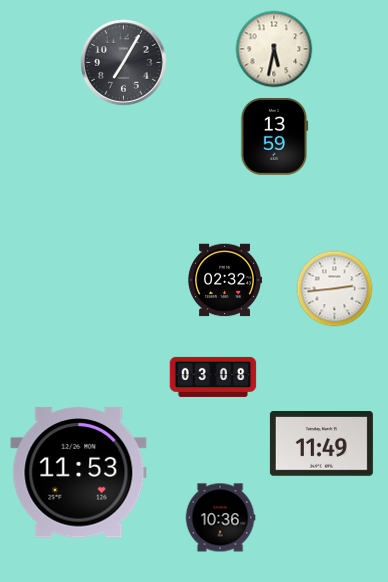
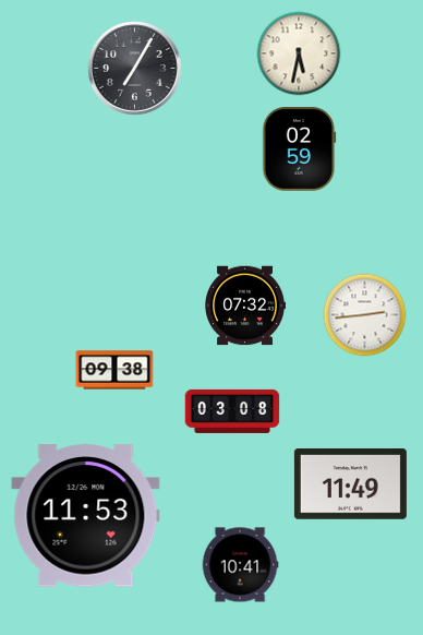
clock at (274, 137): 13:59 -> 02:59
clock at (225, 280): 02:32 -> 07:32
clock at (114, 370): none -> 09:38
clock at (220, 518): 10:36 -> 10:41
